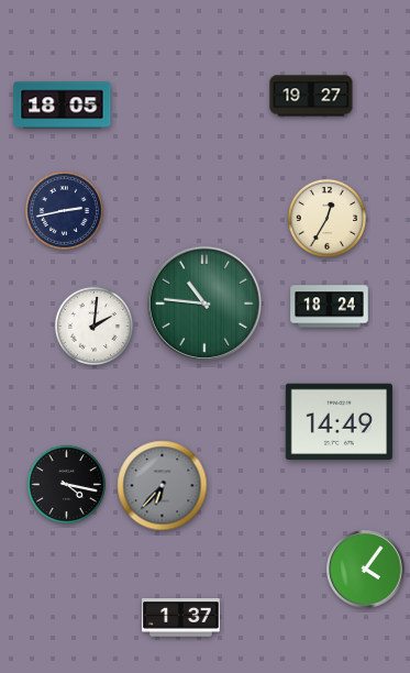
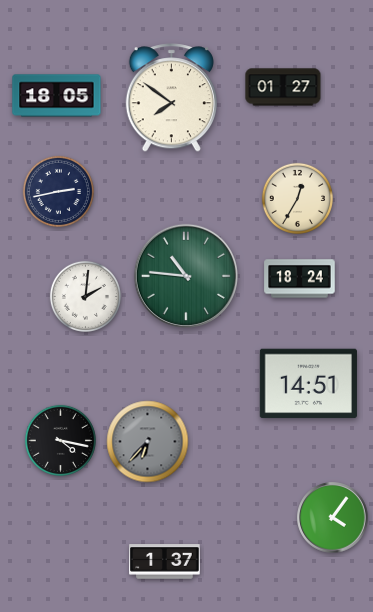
clock at (311, 96): 19:27 -> 01:27
clock at (171, 98): none -> 7:51
clock at (339, 422): 14:49 -> 14:51
